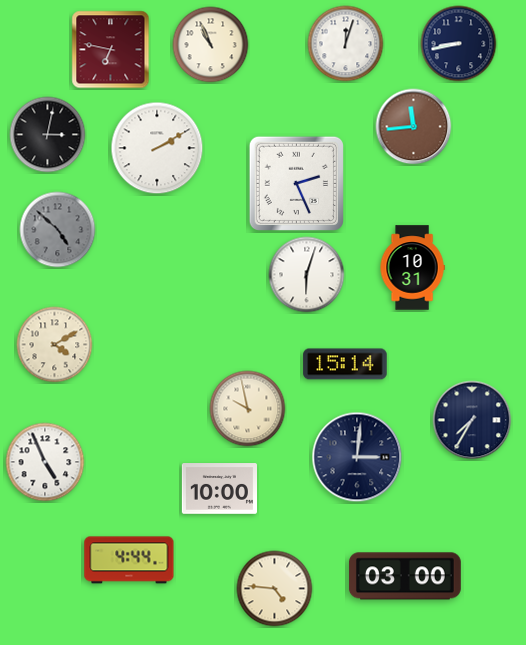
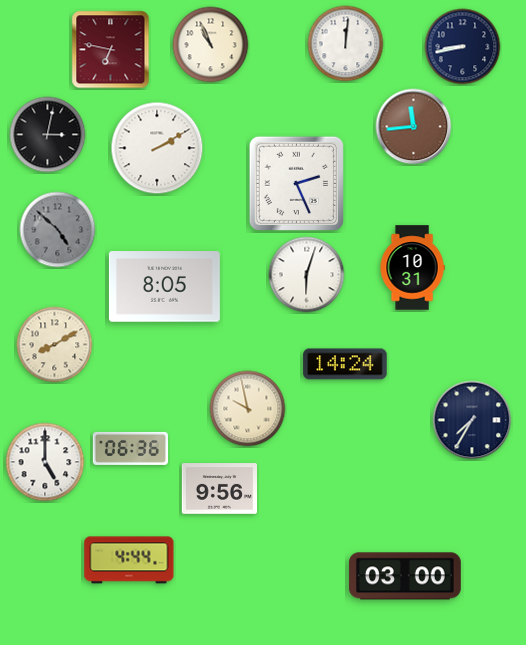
clock at (346, 44): 12:03 -> 12:01
clock at (459, 44) position: (459, 44) -> (463, 47)
clock at (164, 287): none -> 8:05
clock at (55, 345): 4:10 -> 8:10
clock at (345, 364): 15:14 -> 14:24
clock at (130, 448): none -> 06:36
clock at (357, 457): 3:01 -> none
clock at (45, 462): 4:56 -> 5:00
clock at (219, 489): 10:00 -> 9:56
clock at (275, 589): 4:46 -> none
